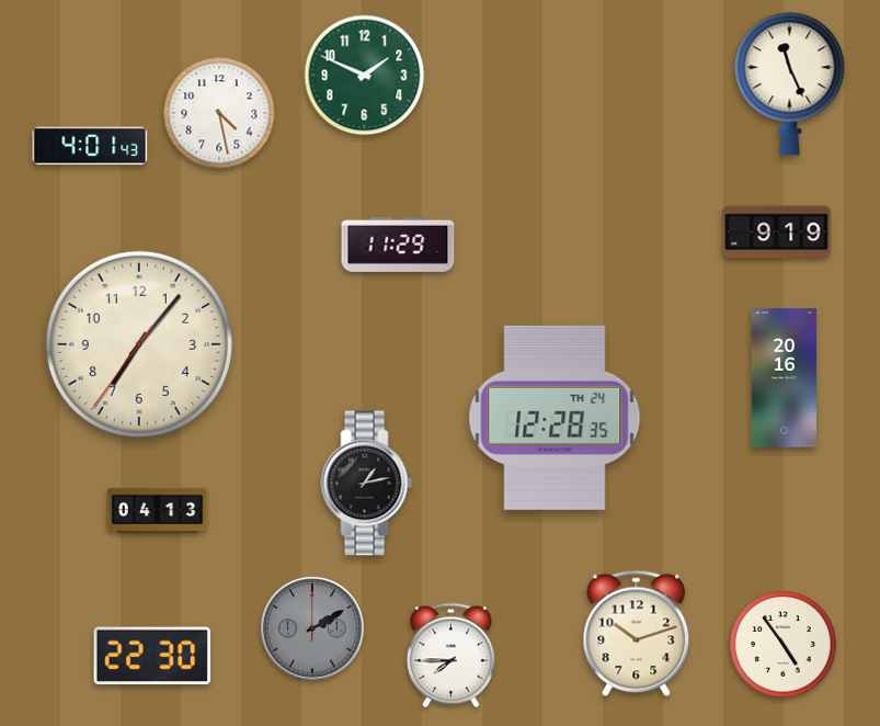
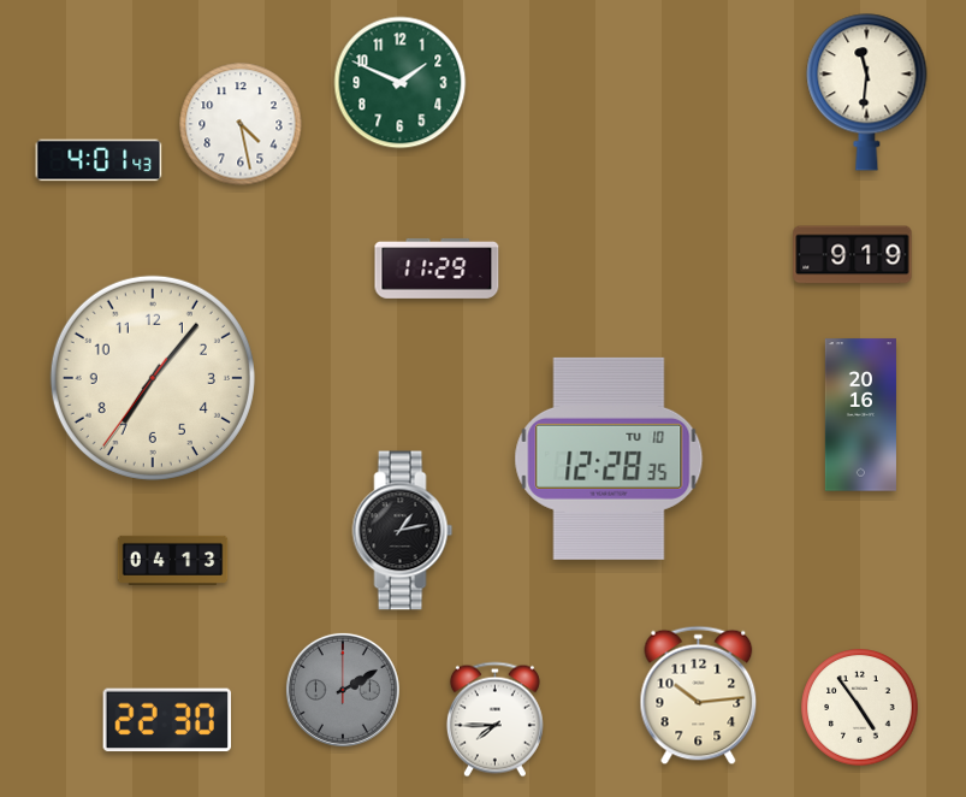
clock at (790, 84): 11:26 -> 11:31
clock at (555, 418) date: TH 24 -> TU 10
clock at (637, 634): 10:12 -> 10:14
